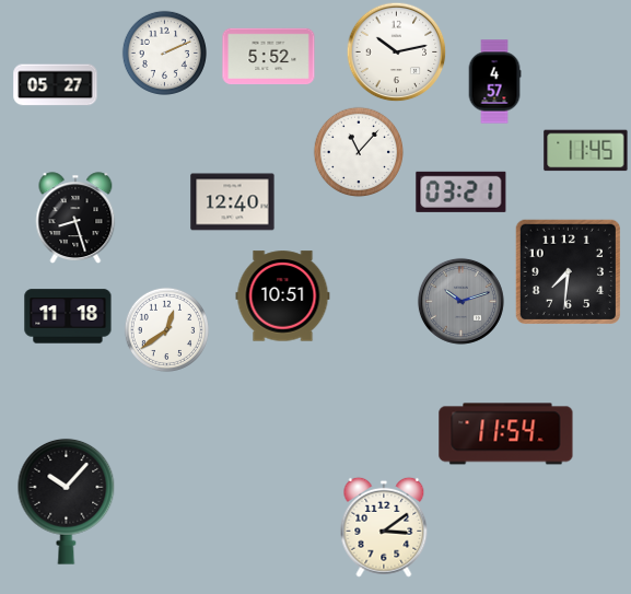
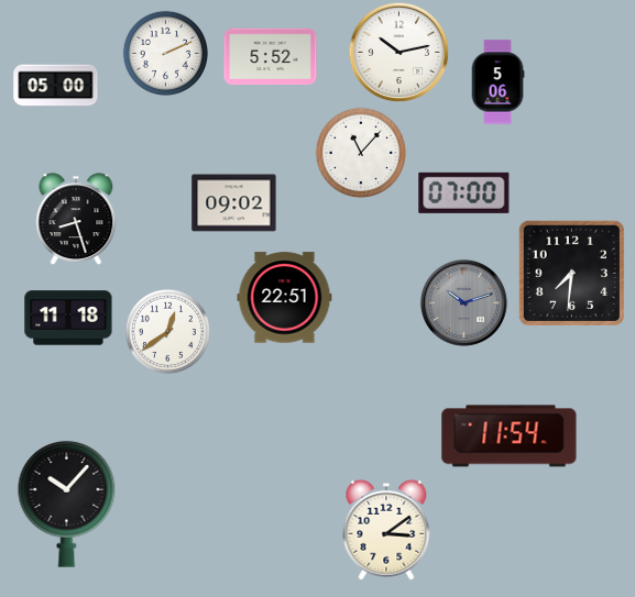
clock at (494, 82): 4:57 -> 5:06
clock at (56, 85): 05:27 -> 05:00
clock at (586, 151): 11:45 -> none
clock at (461, 191): 03:21 -> 07:00
clock at (233, 202): 12:40 -> 09:02
clock at (283, 296): 10:51 -> 22:51
